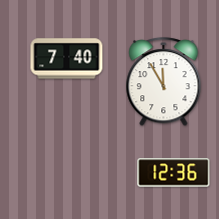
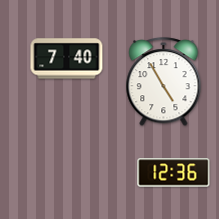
clock at (164, 82): 11:55 -> 4:55
